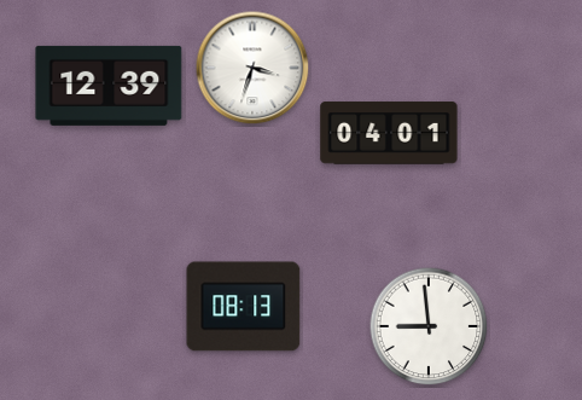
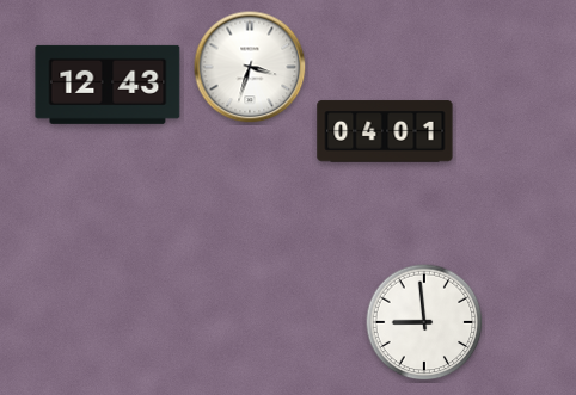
clock at (109, 86): 12:39 -> 12:43
clock at (244, 307): 08:13 -> none
